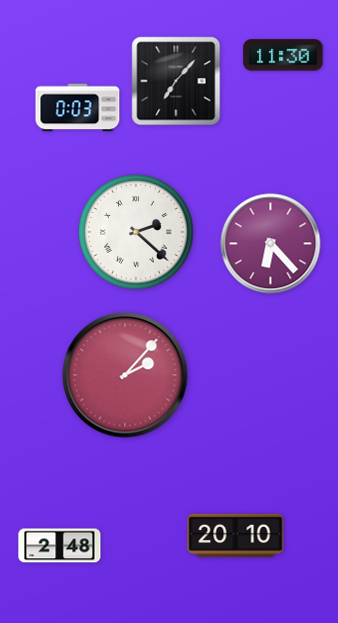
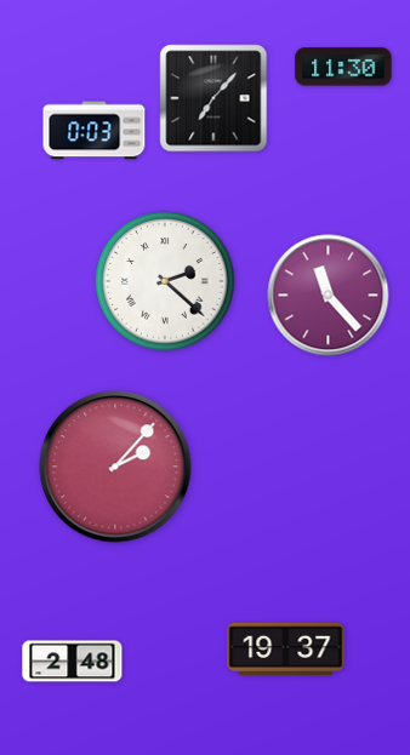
clock at (271, 244): 6:23 -> 11:23
clock at (125, 375) position: (125, 375) -> (115, 467)
clock at (236, 536): 20:10 -> 19:37
